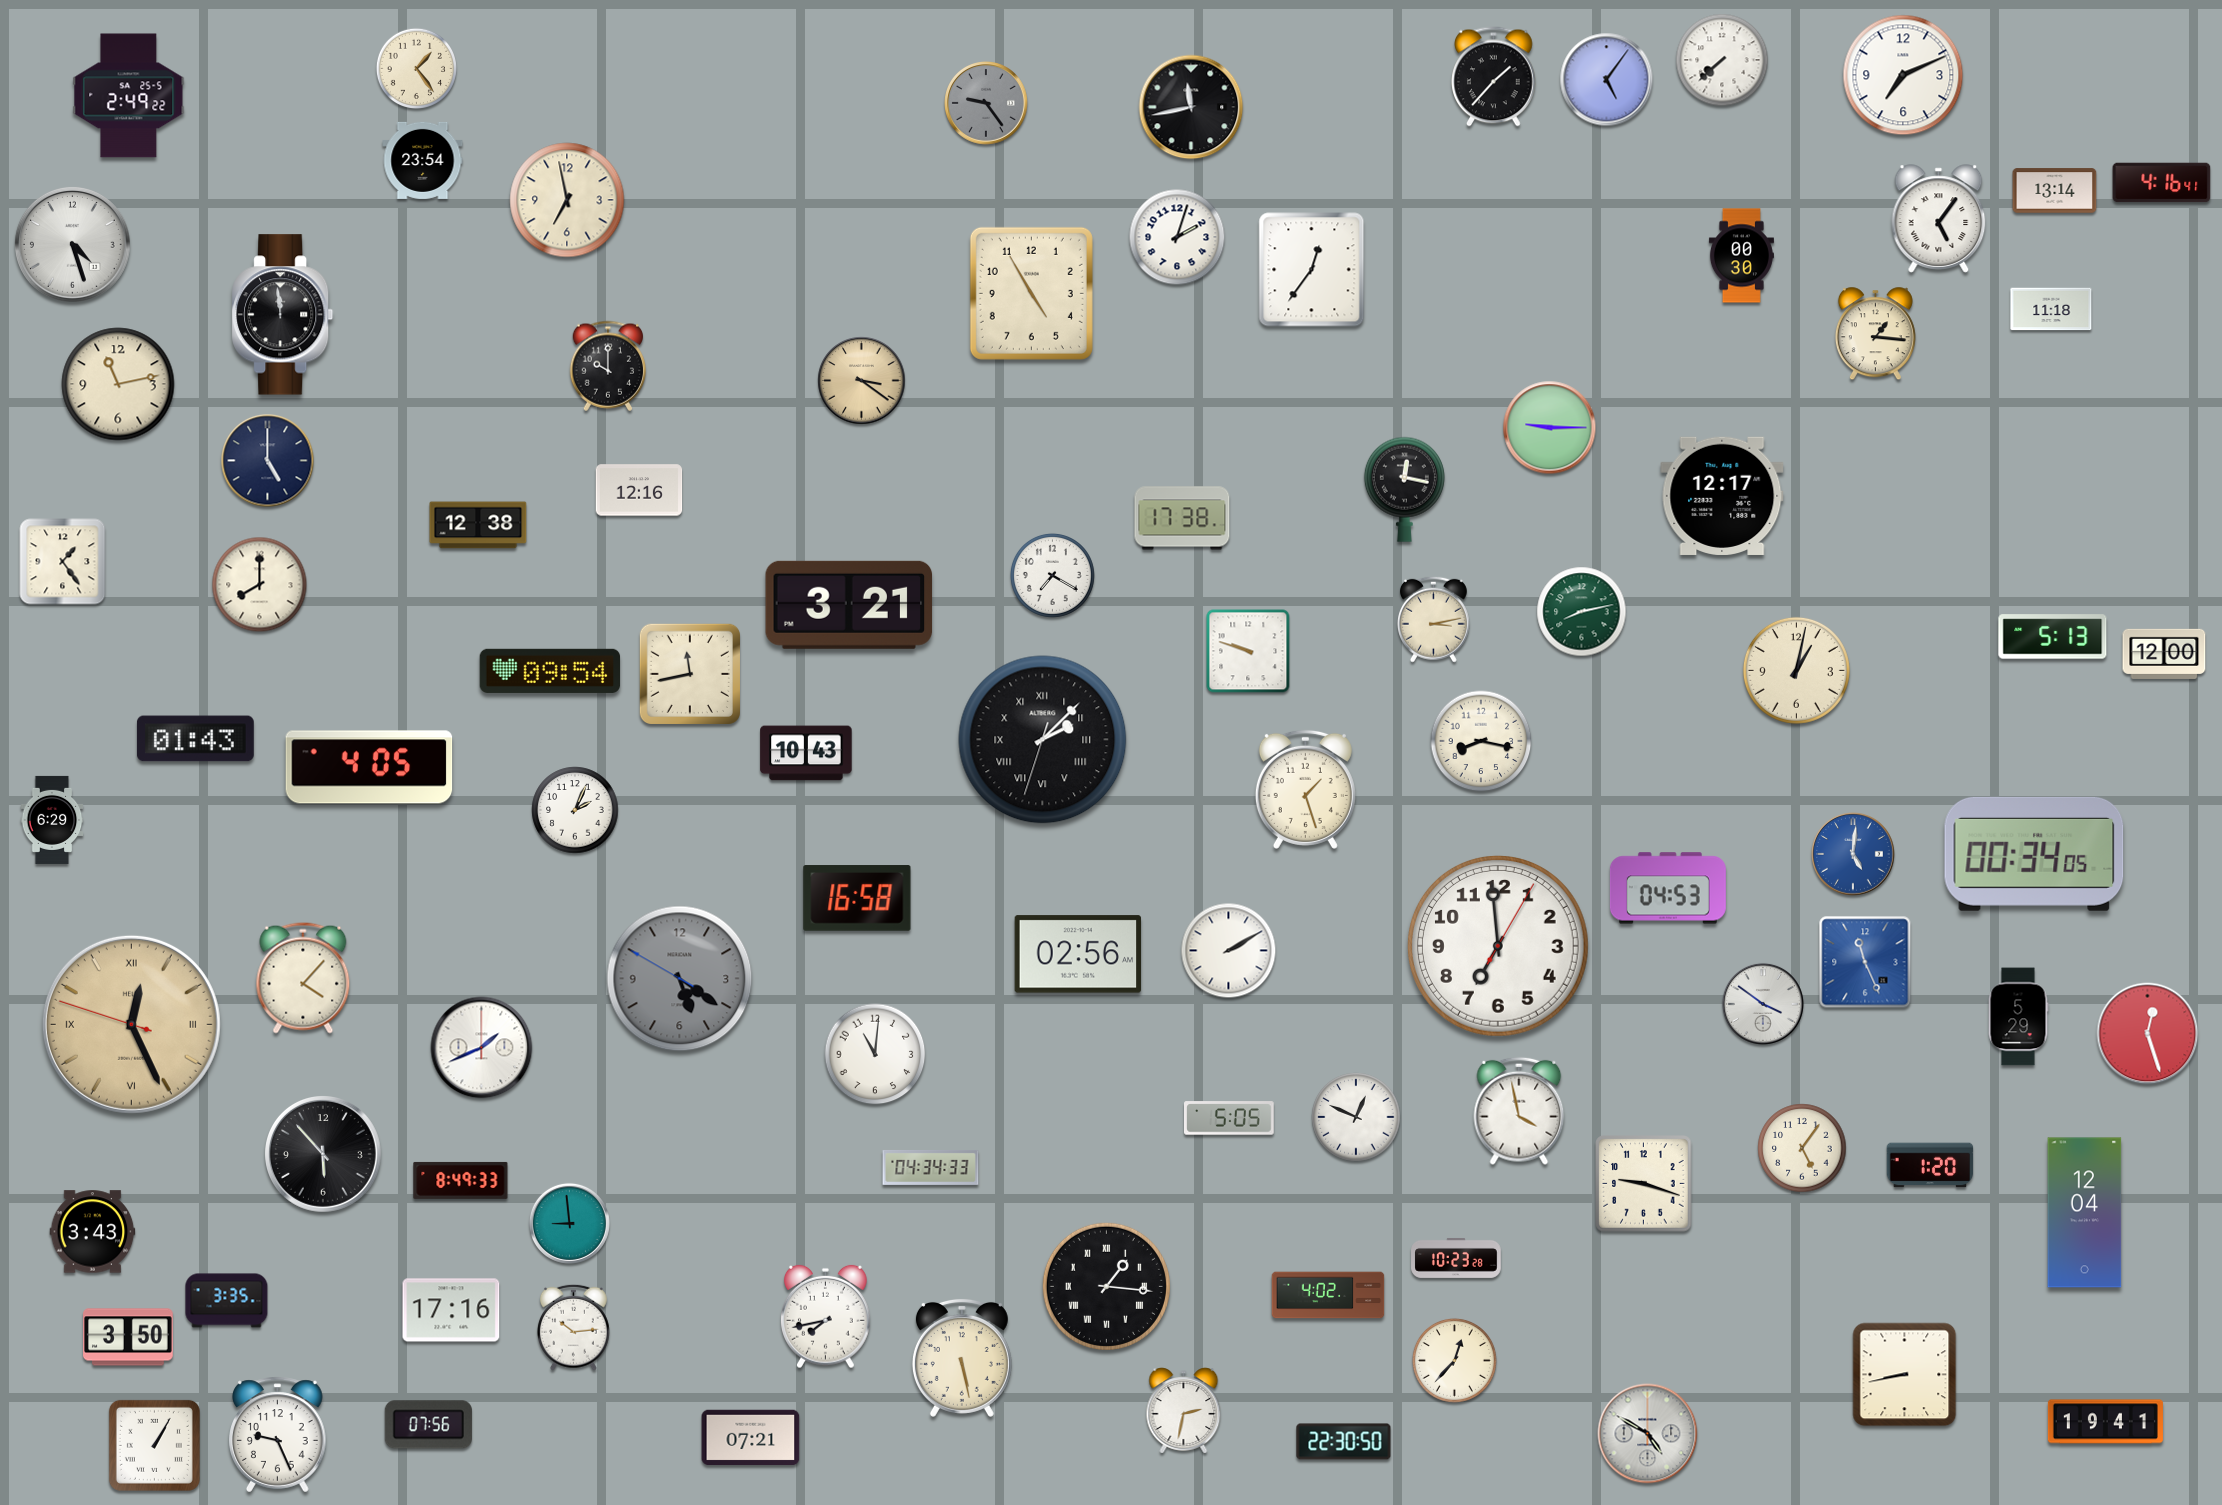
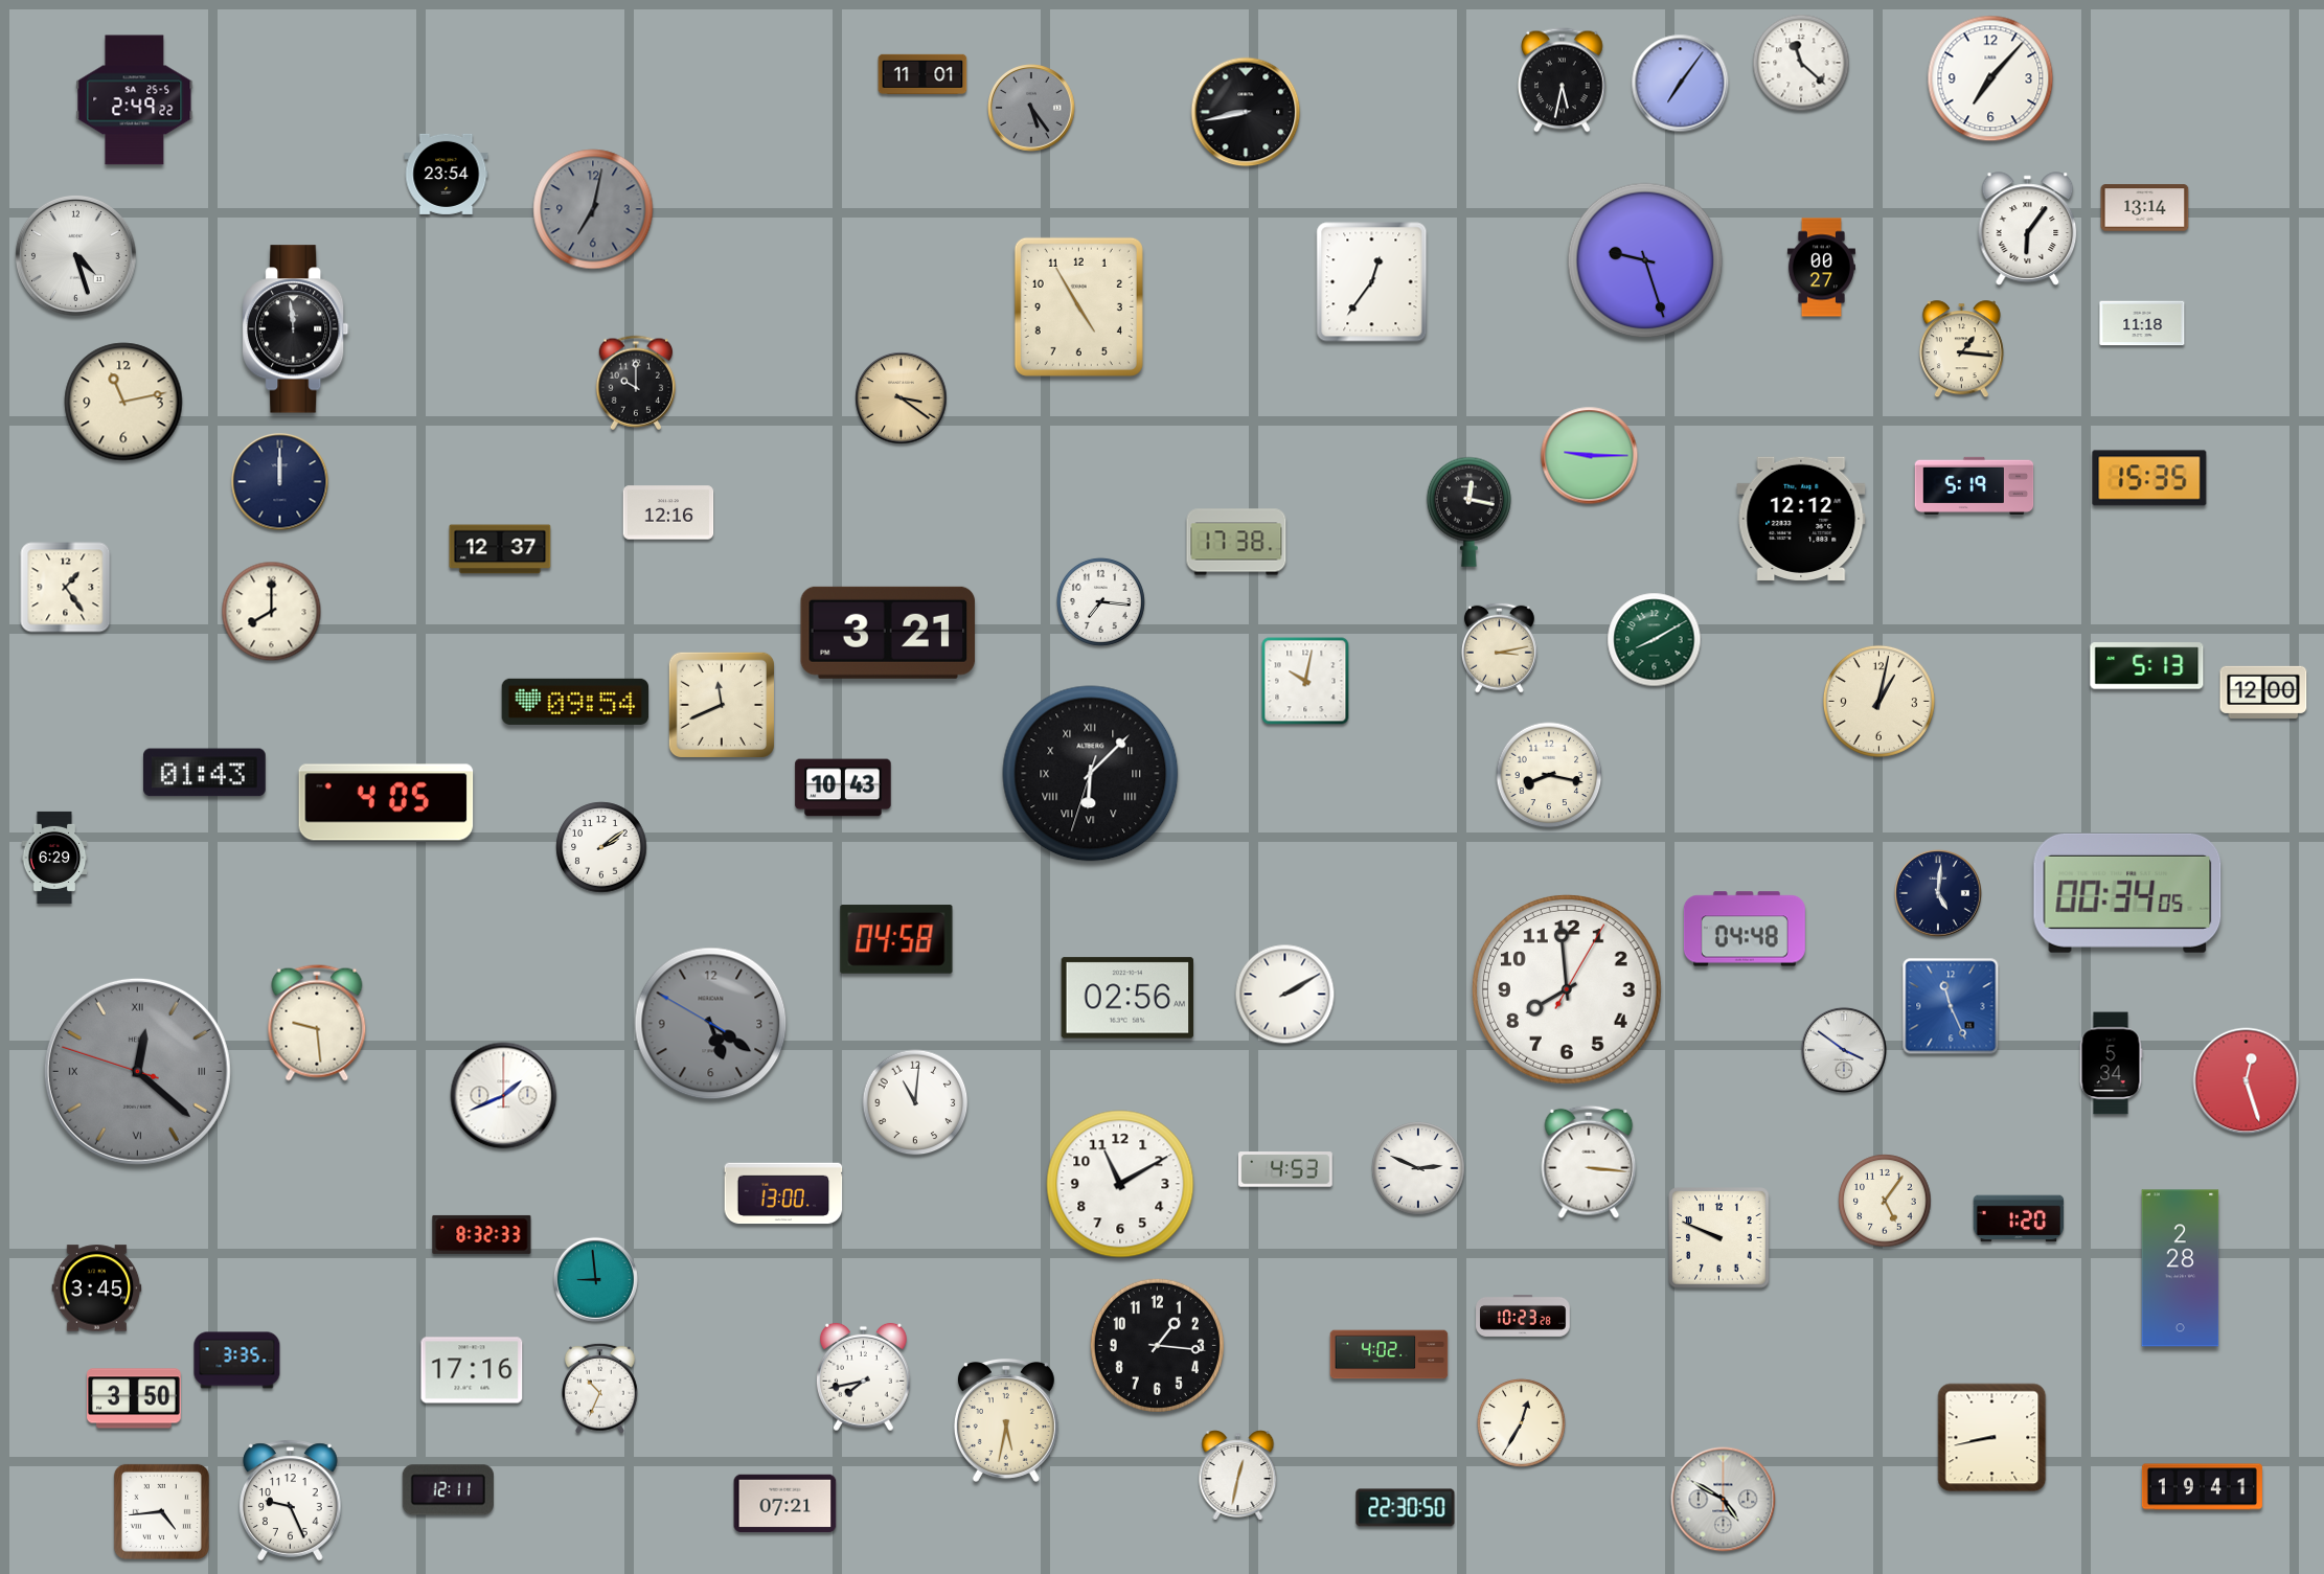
clock at (1722, 60): 7:38 -> 11:22
clock at (416, 68): 1:24 -> none
clock at (922, 74): none -> 11:01
clock at (1903, 75): 7:11 -> 7:07
clock at (1494, 77): 1:37 -> 5:32
clock at (1607, 80): 5:06 -> 7:06
clock at (987, 104): 9:24 -> 5:24
clock at (1191, 107): 11:43 -> 8:43
clock at (423, 160) position: (423, 160) -> (447, 174)
clock at (2162, 183): 4:16 -> none
clock at (2055, 191) position: (2055, 191) -> (2145, 208)
clock at (567, 200): 6:58 -> 7:02
clock at (567, 200) dial: cream -> grey
clock at (1939, 219): 5:06 -> 6:06
clock at (1177, 237): 2:03 -> none
clock at (1645, 260): none -> 9:27
clock at (1741, 256): 00:30 -> 00:27
clock at (2051, 309) position: (2051, 309) -> (2142, 323)
clock at (1550, 428) position: (1550, 428) -> (1590, 456)
clock at (2149, 478): none -> 15:35
clock at (268, 461): 5:00 -> 12:00
clock at (1975, 485): none -> 5:19
clock at (1722, 496): 12:17 -> 12:12
clock at (478, 525): 12:38 -> 12:37
clock at (1052, 575): 7:20 -> 7:16
clock at (1582, 612): 8:13 -> 8:10
clock at (1248, 651): 9:48 -> 10:02
clock at (2164, 654) position: (2164, 654) -> (2263, 692)
clock at (690, 674): 11:43 -> 11:41
clock at (1043, 740): 2:07 -> 6:07
clock at (1305, 789): 1:27 -> none
clock at (575, 810): 2:04 -> 2:09
clock at (1854, 855) dial: blue -> navy
clock at (1668, 888): 04:53 -> 04:48
clock at (857, 898): 16:58 -> 04:58
clock at (1498, 946): 6:59 -> 7:59
clock at (303, 978): 4:07 -> 9:29
clock at (2018, 1017): 5:29 -> 5:34
clock at (131, 1024): 12:25 -> 12:21
clock at (131, 1024) dial: champagne -> grey
clock at (1519, 1111): 3:58 -> 3:16
clock at (1356, 1117): 12:49 -> 2:49
clock at (1230, 1118): 5:05 -> 4:53
clock at (1120, 1184): none -> 11:10
clock at (783, 1193): none -> 13:00
clock at (324, 1155): 5:53 -> none
clock at (931, 1168): 04:34 -> none
clock at (461, 1180): 8:49 -> 8:32
clock at (1644, 1184): 9:18 -> 9:49
clock at (2085, 1213): 12:04 -> 2:28
clock at (93, 1232): 3:43 -> 3:45
clock at (1106, 1286) numerals: Roman -> Arabic
clock at (573, 1327): 10:14 -> 10:34
clock at (962, 1358): 5:28 -> 5:32
clock at (1454, 1360): 12:37 -> 12:35
clock at (1184, 1411): 2:32 -> 12:32
clock at (428, 1425): 07:56 -> 12:11
clock at (154, 1445): 1:05 -> 4:44
